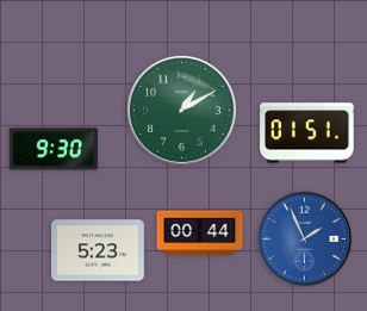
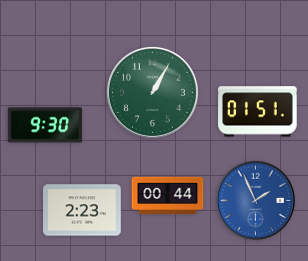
clock at (181, 110): 1:10 -> 1:05
clock at (99, 250): 5:23 -> 2:23
